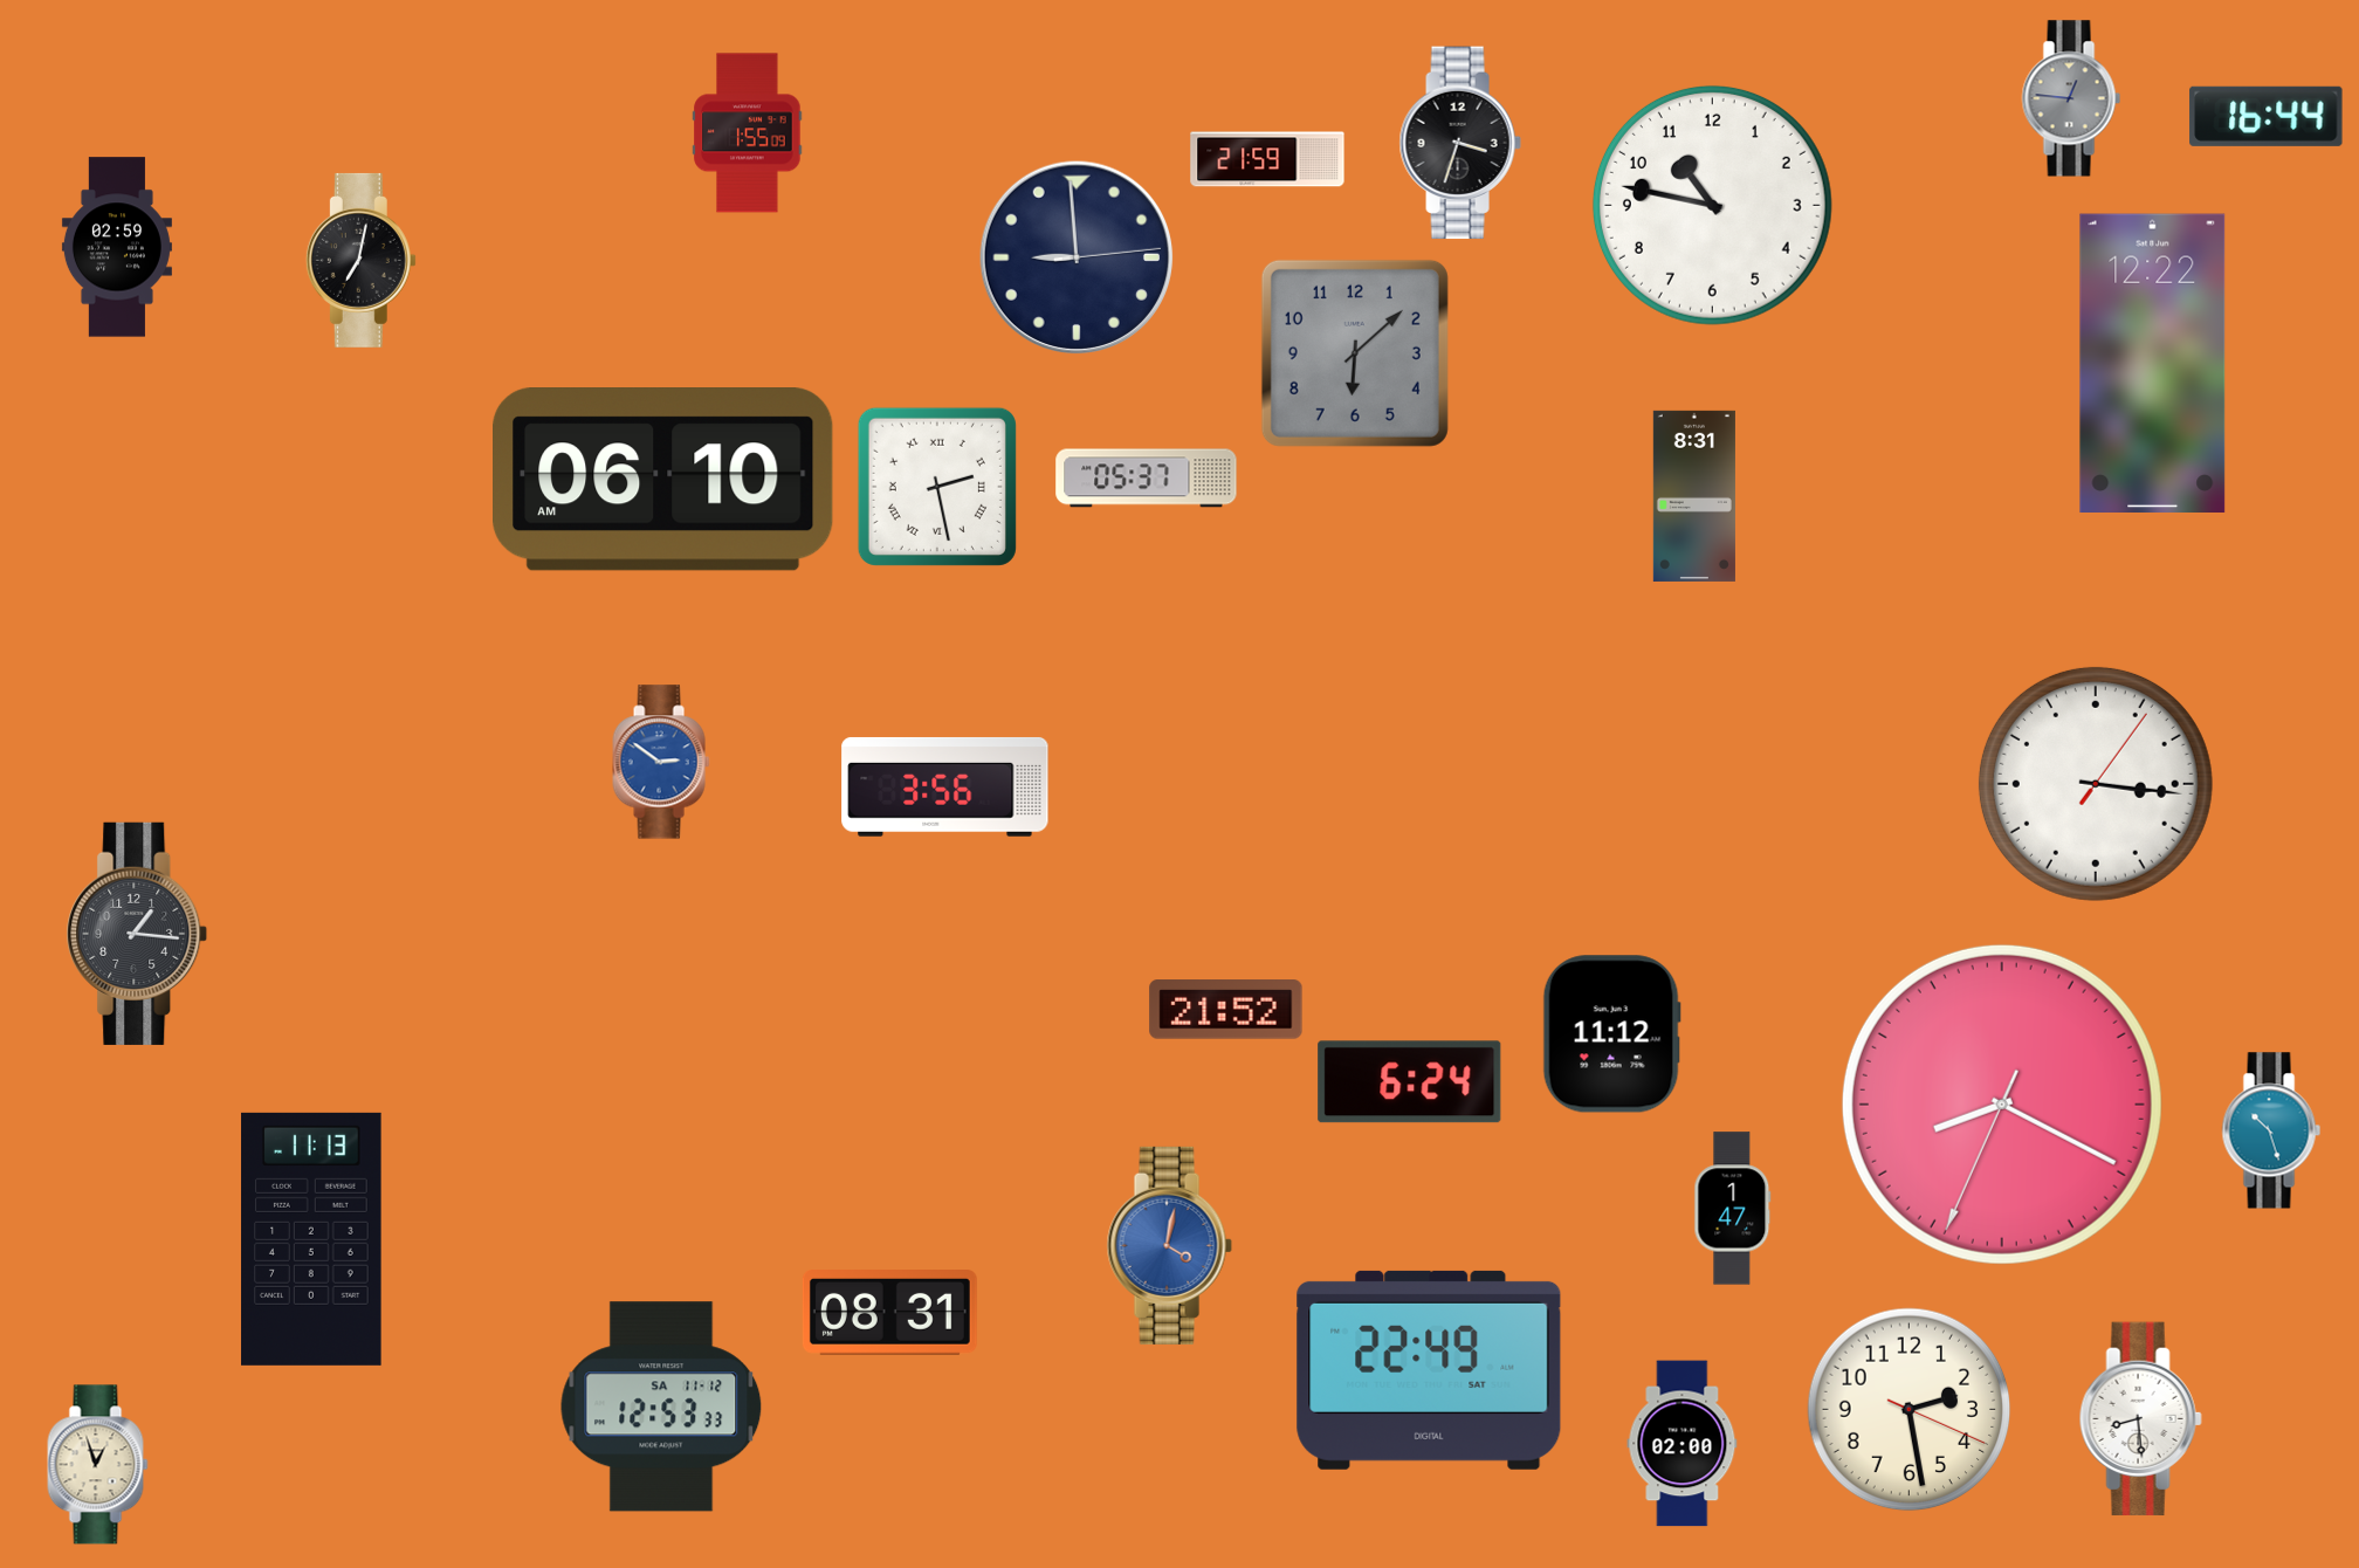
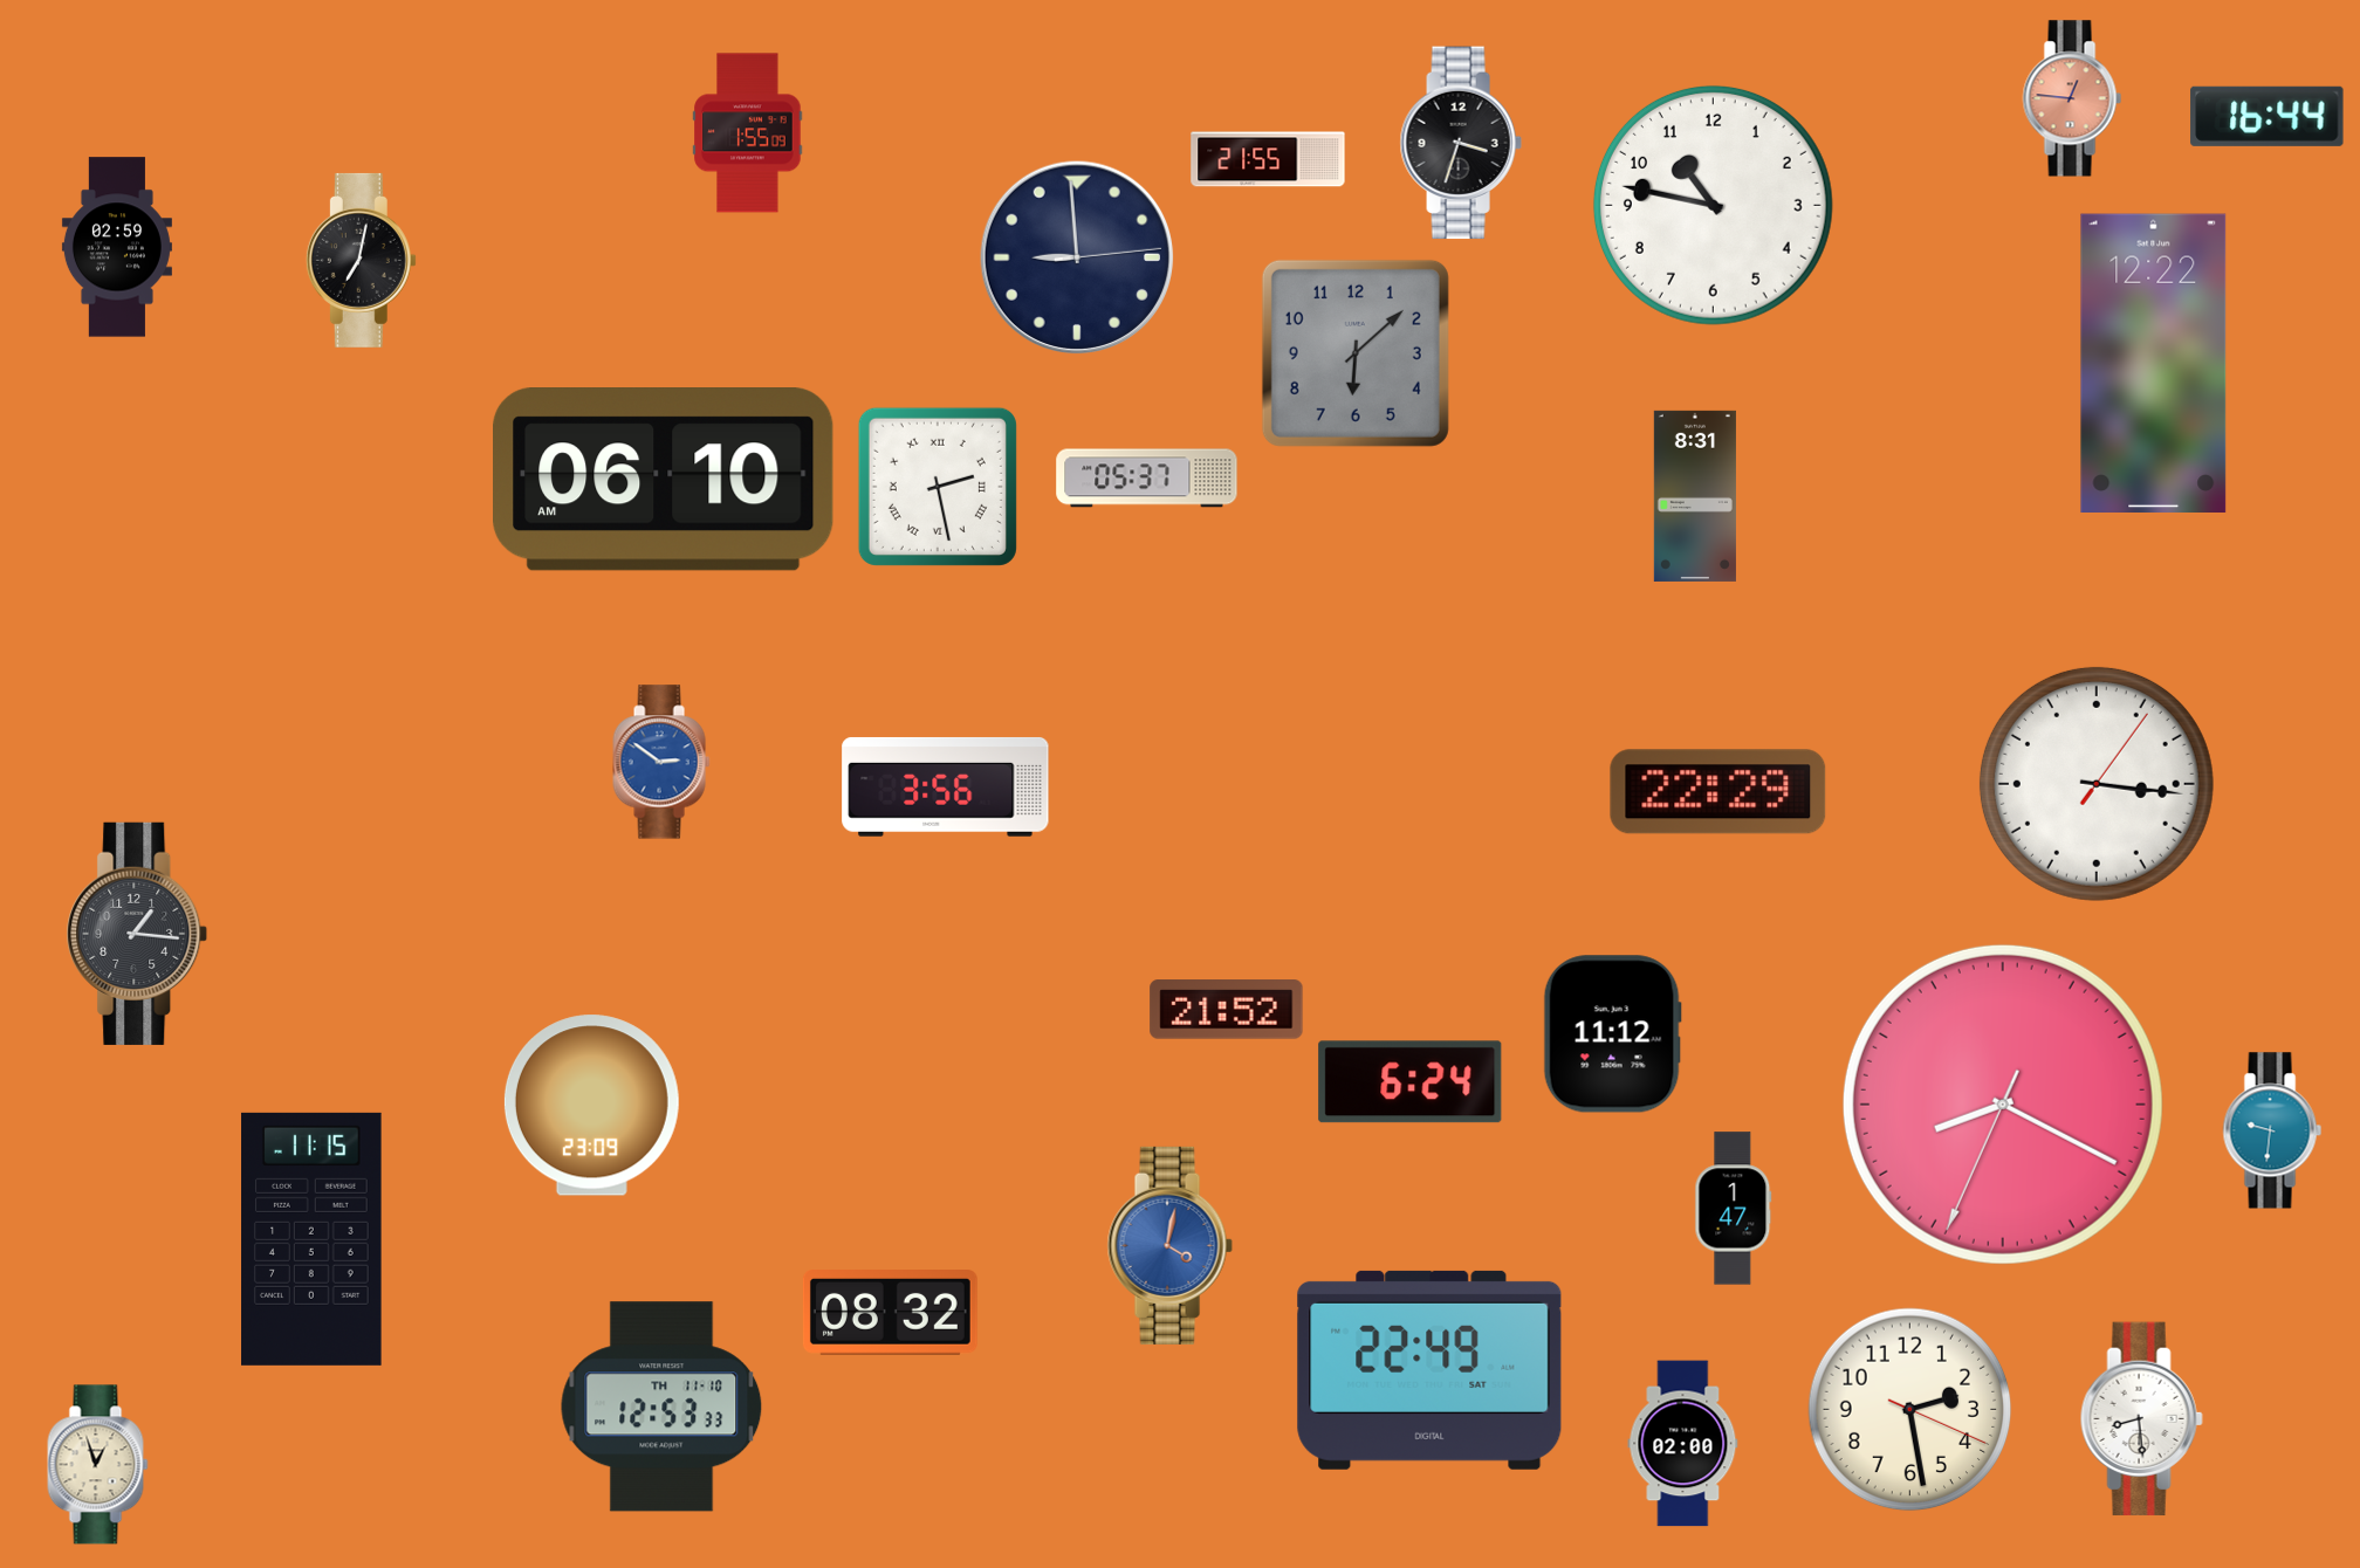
clock at (2071, 98) dial: grey -> salmon
clock at (1267, 159): 21:59 -> 21:55
clock at (1718, 792): none -> 22:29
clock at (591, 1106): none -> 23:09
clock at (2271, 1130): 10:27 -> 9:31
clock at (311, 1239): 11:13 -> 11:15
clock at (889, 1313): 08:31 -> 08:32
clock at (661, 1407) date: SA 11-12 -> TH 11-10
